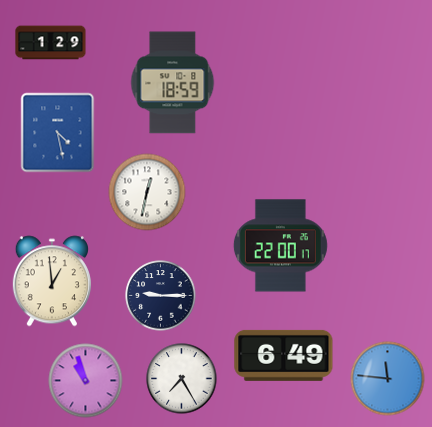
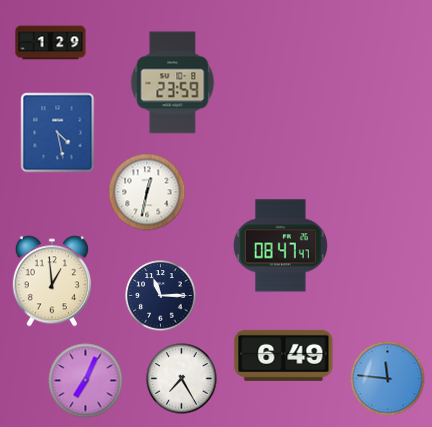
clock at (173, 83): 18:59 -> 23:59
clock at (280, 246): 22:00 -> 08:47
clock at (161, 296): 9:15 -> 11:15
clock at (86, 381): 10:57 -> 7:04
